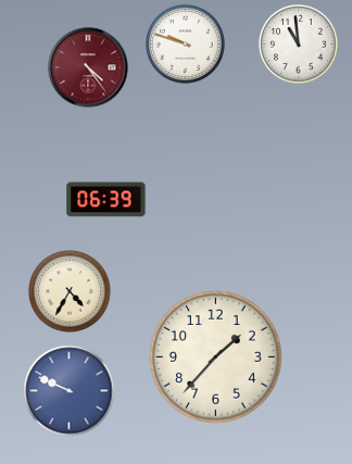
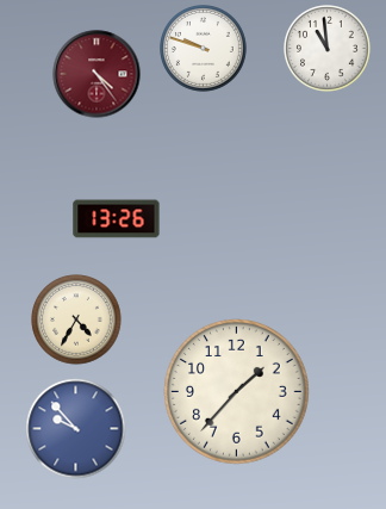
clock at (106, 200): 06:39 -> 13:26
clock at (70, 391): 9:49 -> 9:53
